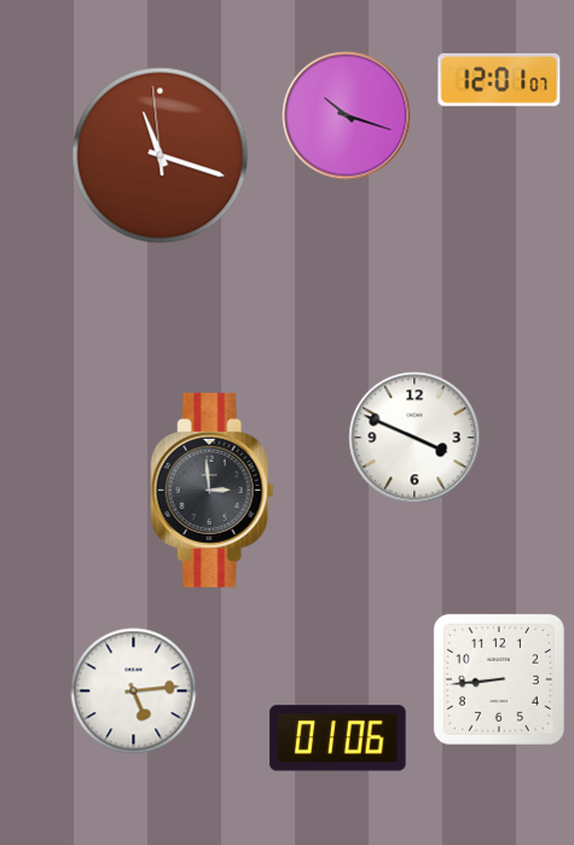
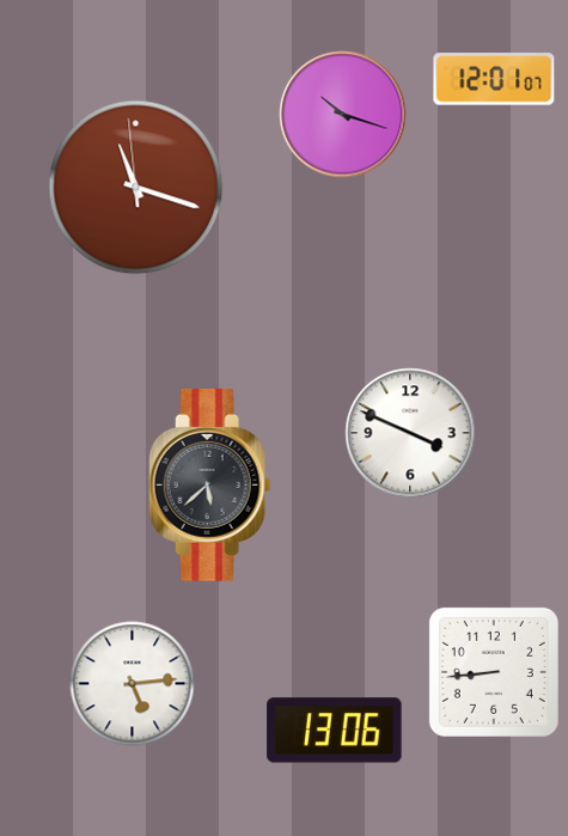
clock at (161, 156) position: (161, 156) -> (136, 188)
clock at (213, 490): 2:59 -> 5:38
clock at (338, 739): 01:06 -> 13:06
